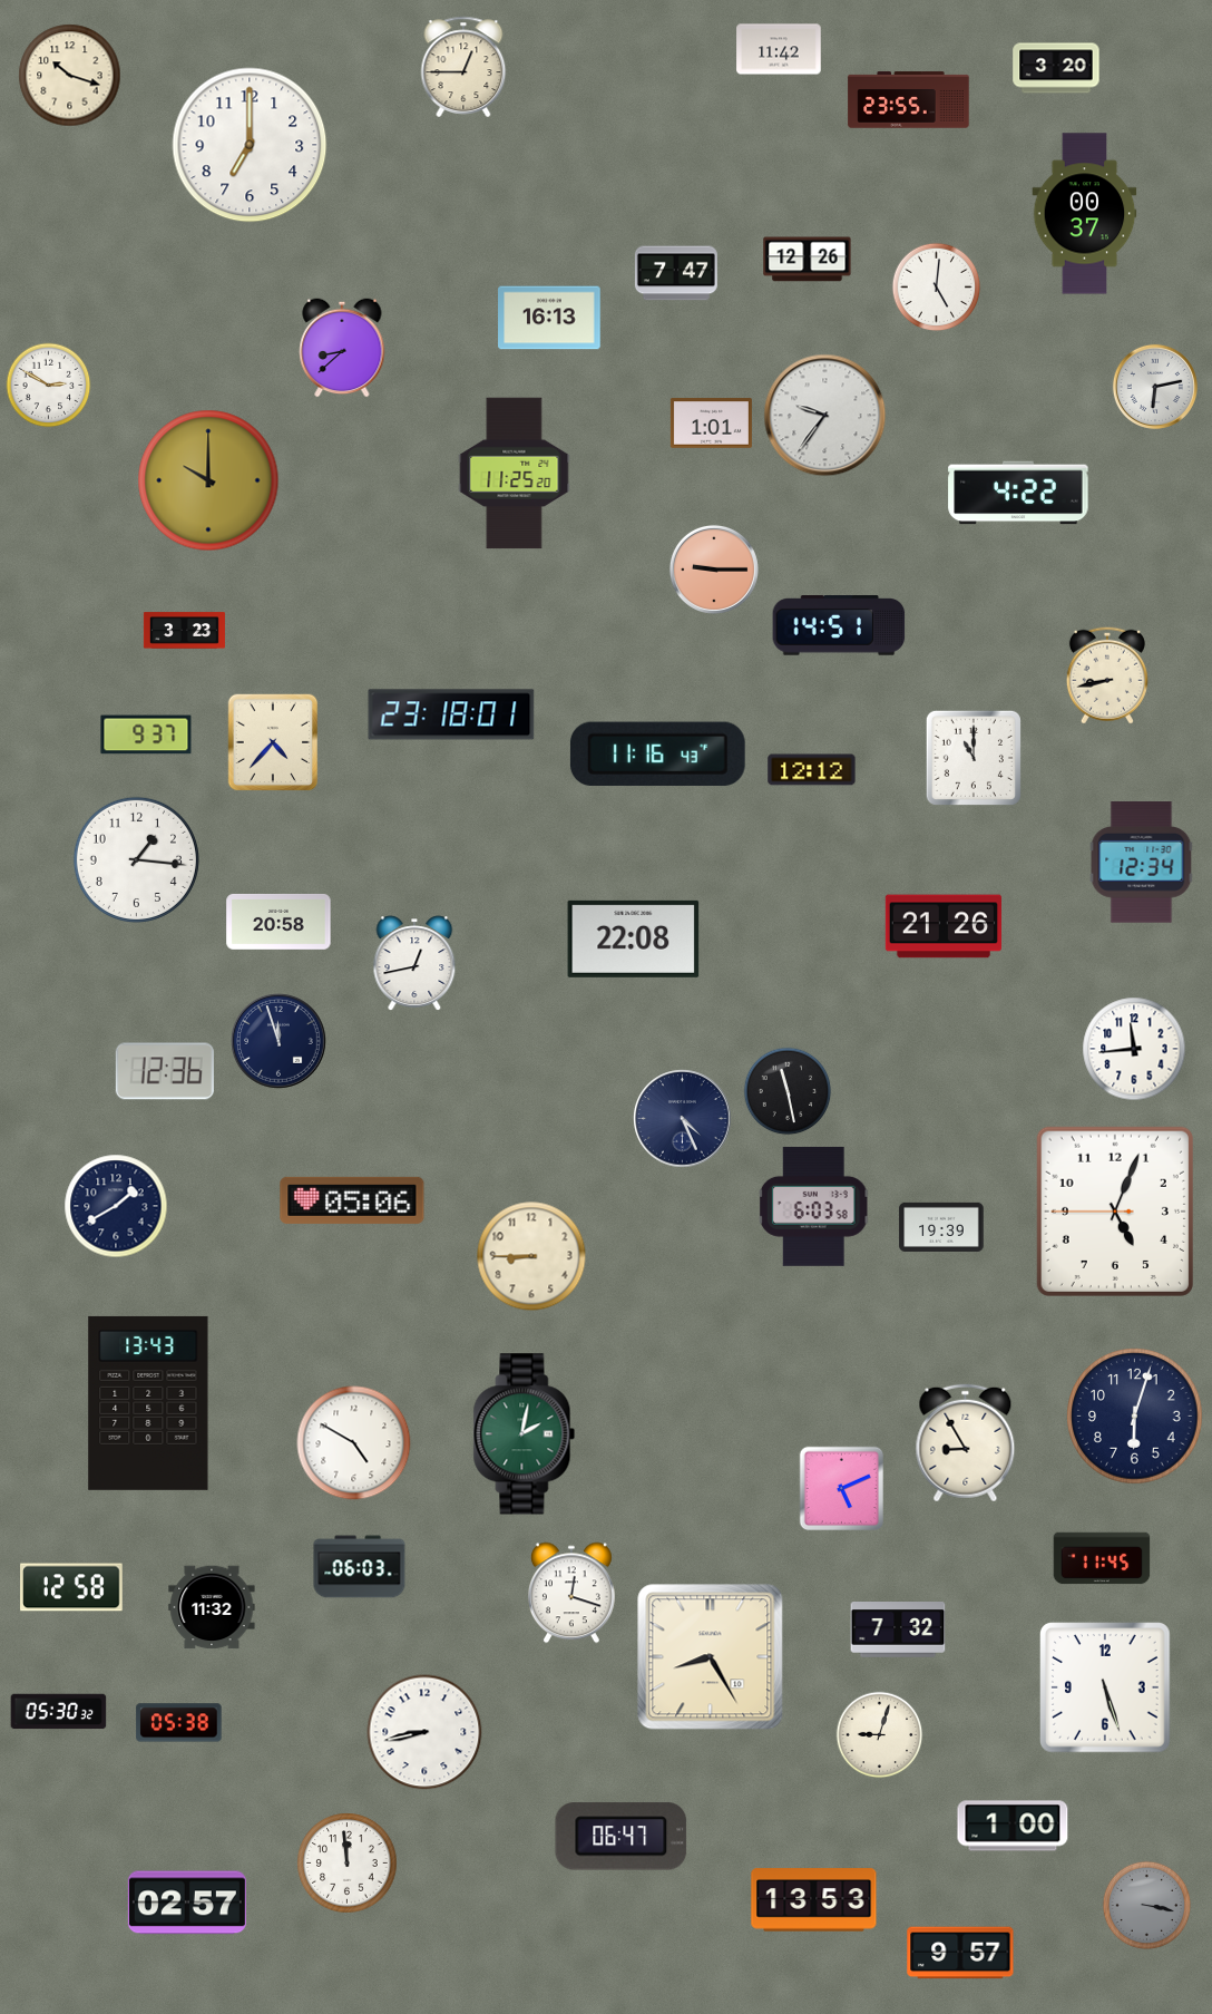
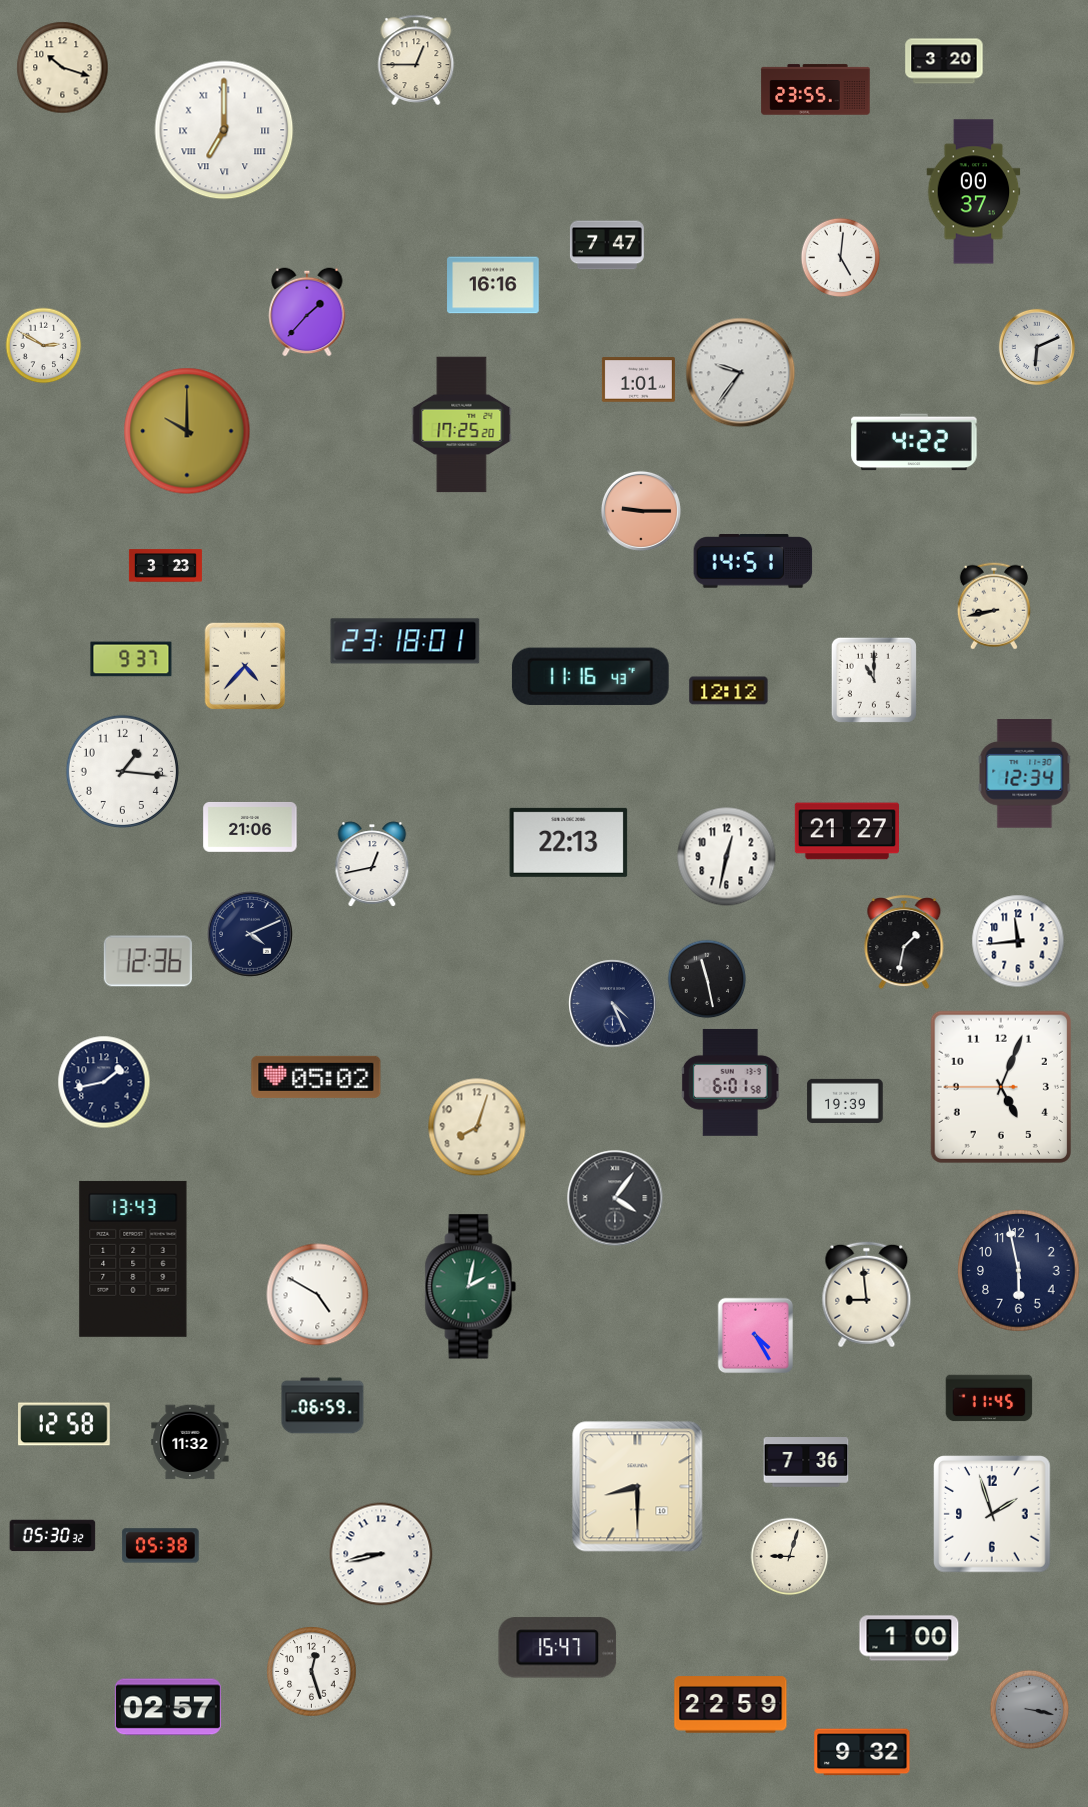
clock at (779, 49): 11:42 -> none
clock at (1056, 68) position: (1056, 68) -> (944, 61)
clock at (250, 145) numerals: Arabic -> Roman
clock at (808, 260): 12:26 -> none
clock at (549, 318): 16:13 -> 16:16
clock at (342, 348): 8:38 -> 1:37
clock at (1155, 387): 6:13 -> 6:11
clock at (515, 474): 11:25 -> 17:25
clock at (278, 922): 20:58 -> 21:06
clock at (942, 926): 21:26 -> 21:27
clock at (634, 938): 22:08 -> 22:13
clock at (727, 857): none -> 12:32
clock at (278, 1041): 11:57 -> 4:11
clock at (904, 943): none -> 1:32
clock at (352, 1200): 05:06 -> 05:02
clock at (116, 1206): 1:40 -> 1:43
clock at (814, 1206): 6:03 -> 6:01
clock at (531, 1256): 8:45 -> 8:03
clock at (615, 1198): none -> 4:06
clock at (1135, 1417): 6:03 -> 5:58
clock at (966, 1443): 8:55 -> 8:59
clock at (842, 1489): 5:11 -> 4:25
clock at (360, 1567): 06:03 -> 06:59
clock at (571, 1593): 12:18 -> none
clock at (898, 1631): 7:32 -> 7:36
clock at (711, 1657): 8:25 -> 8:30
clock at (1105, 1687): 5:27 -> 1:57
clock at (622, 1837): 06:47 -> 15:47
clock at (348, 1864): 11:59 -> 12:27
clock at (814, 1900): 13:53 -> 22:59
clock at (960, 1953): 9:57 -> 9:32
